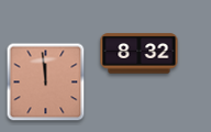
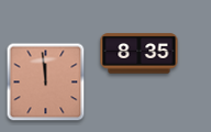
clock at (140, 54): 8:32 -> 8:35
